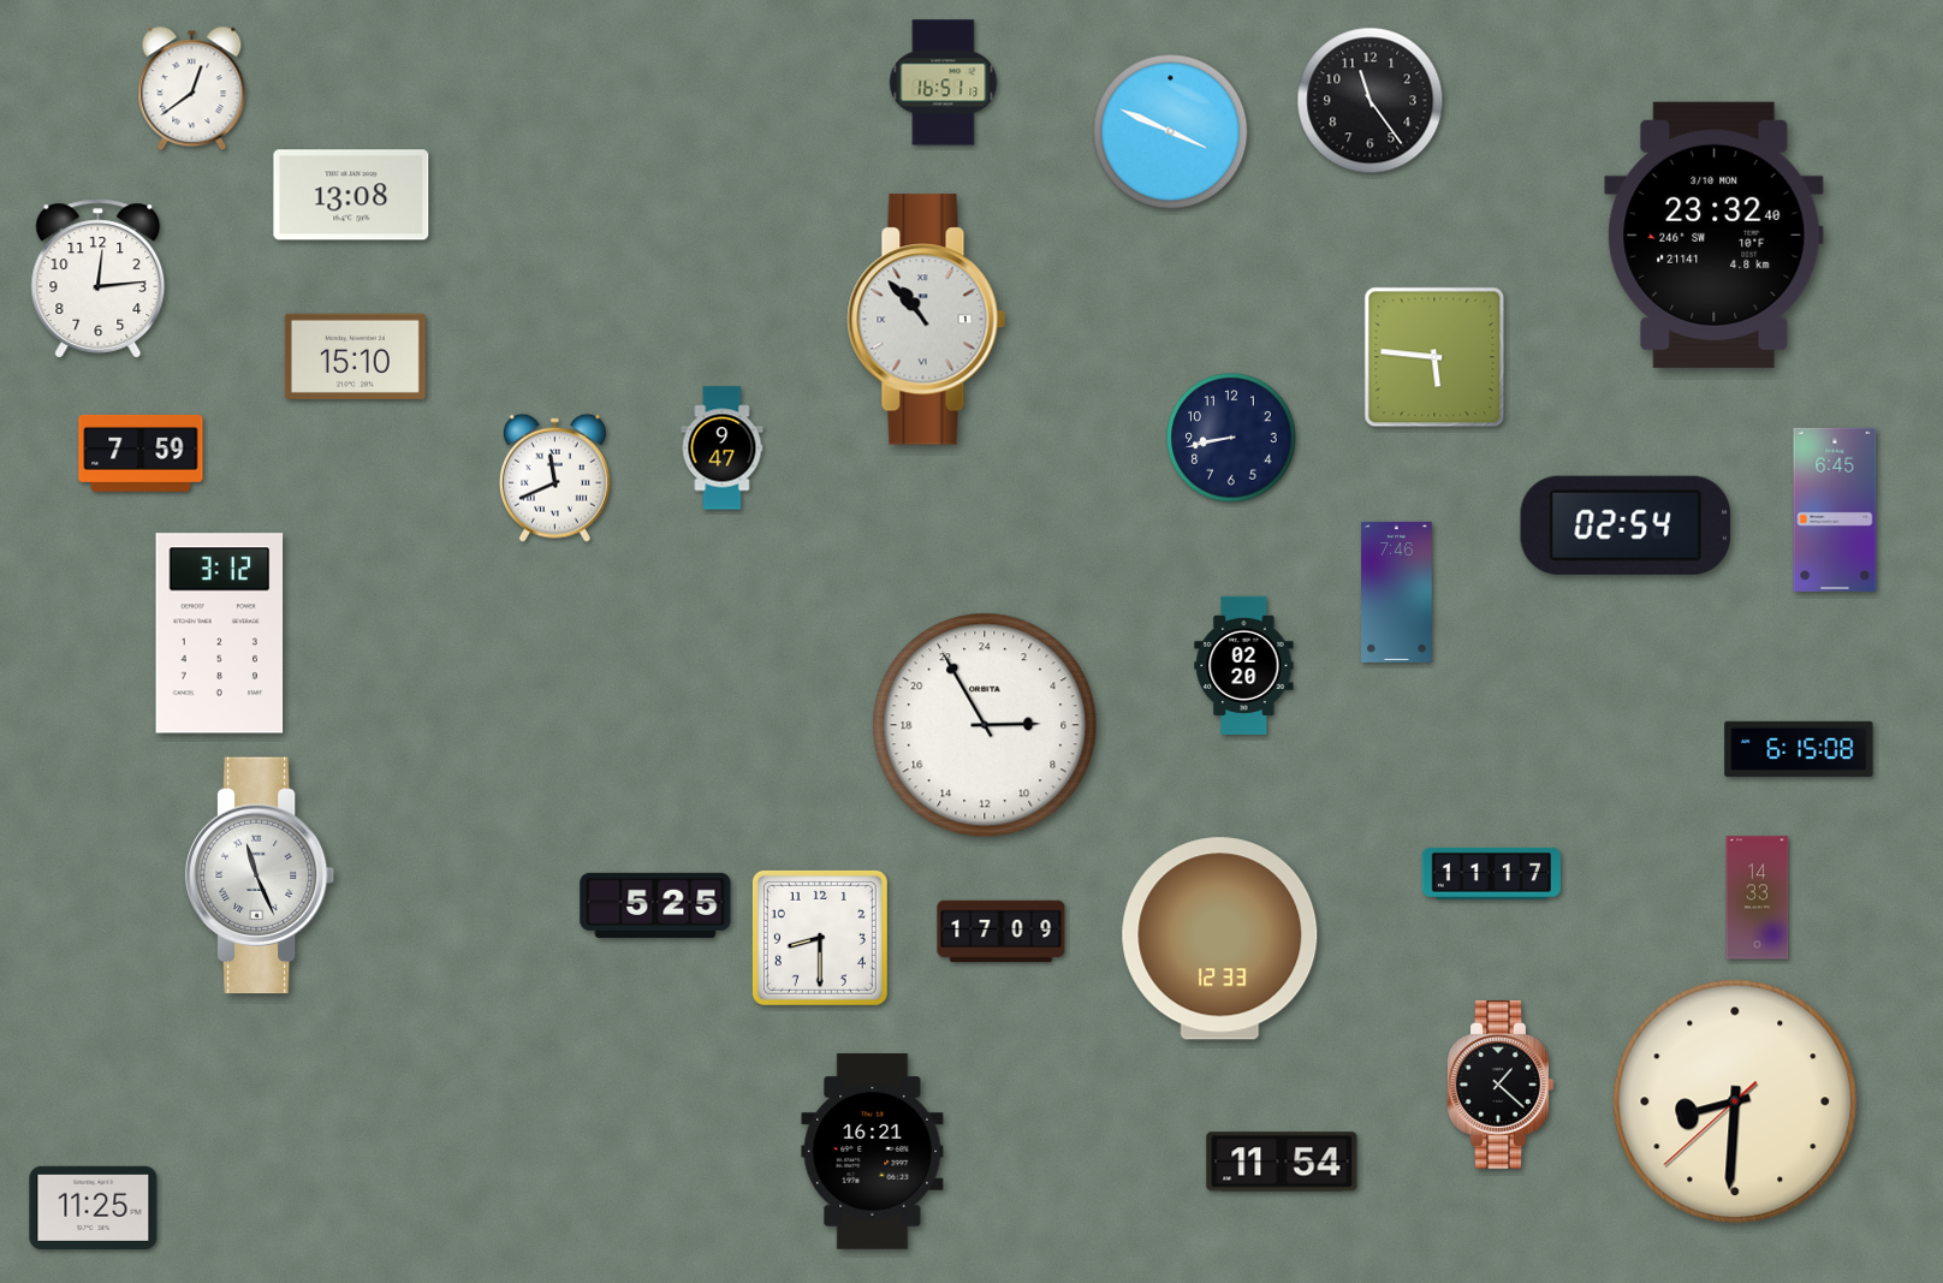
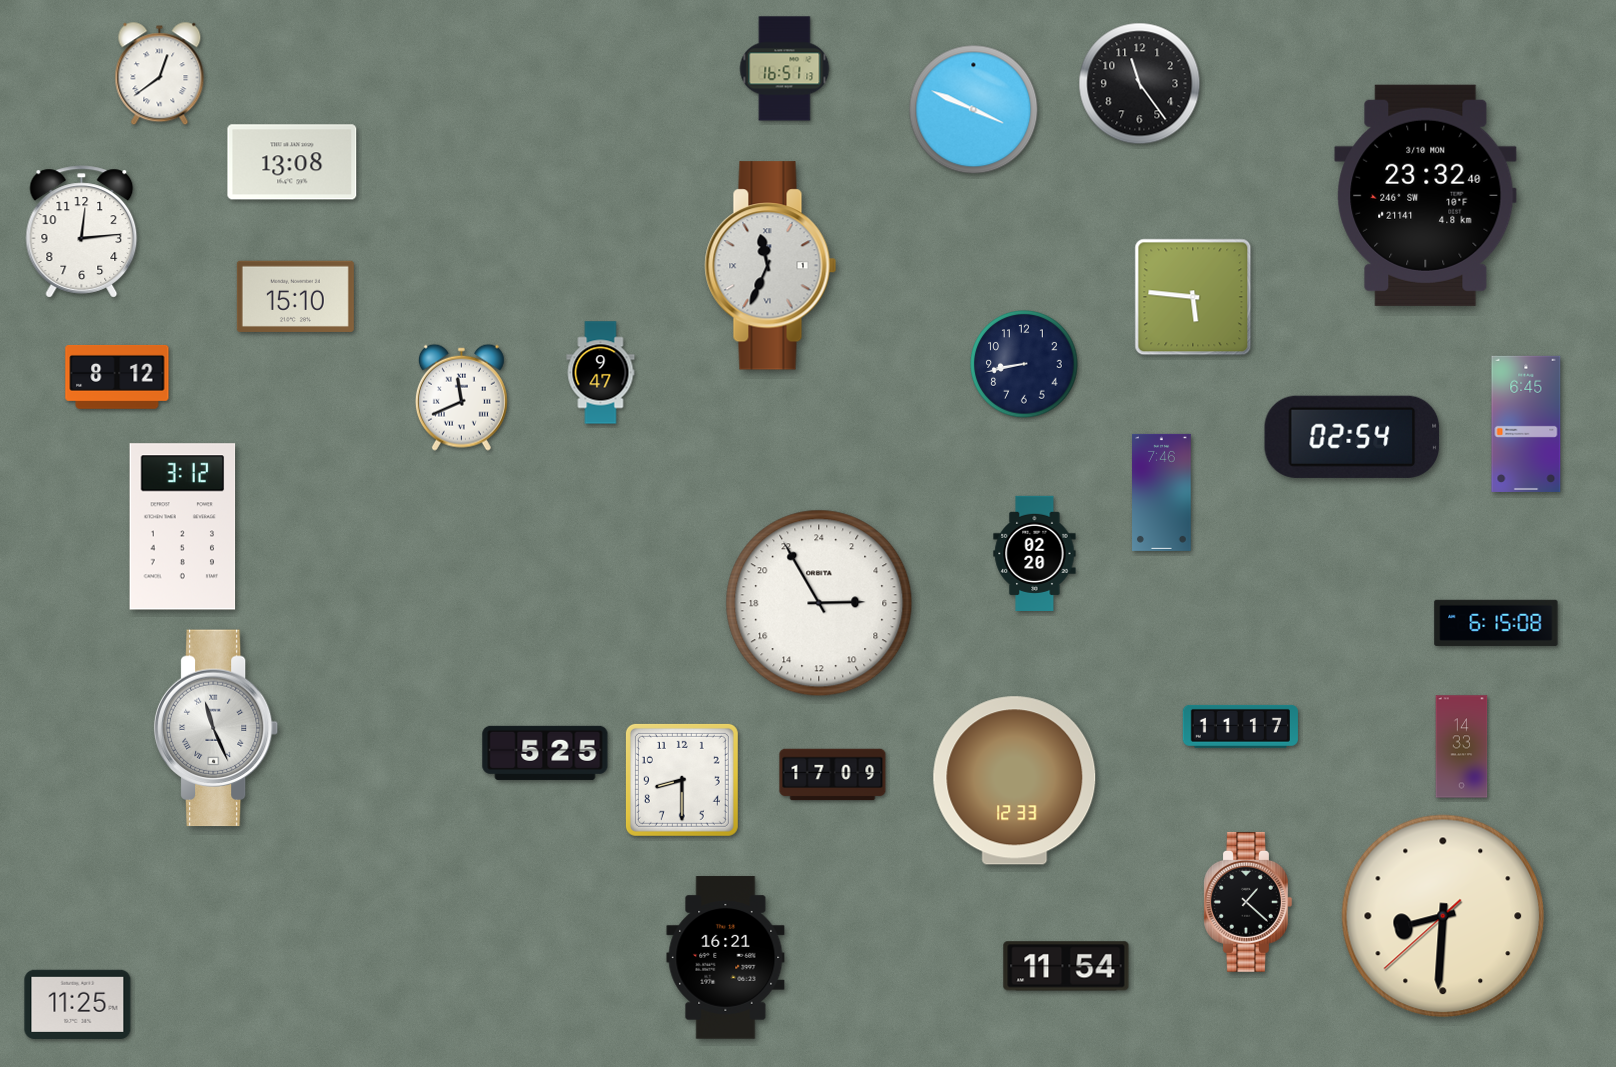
clock at (927, 320): 10:53 -> 11:34
clock at (141, 453): 7:59 -> 8:12
